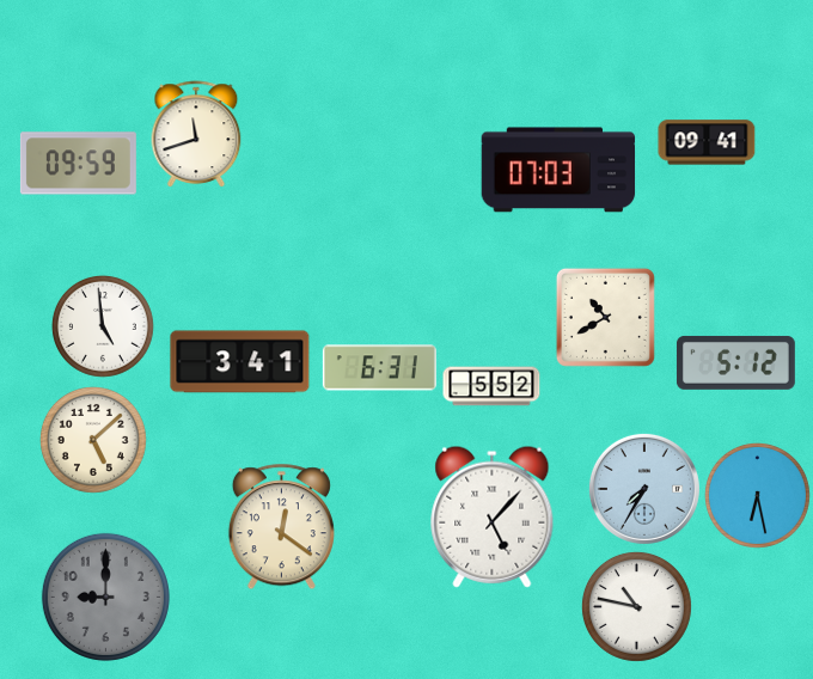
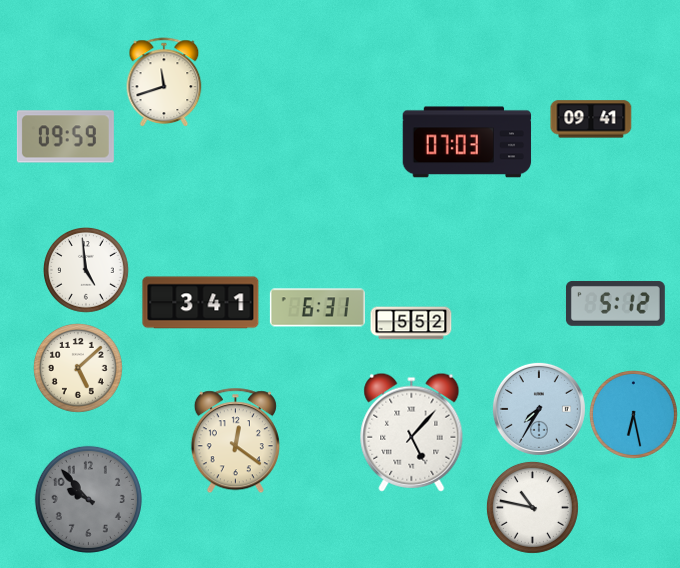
clock at (196, 134) position: (196, 134) -> (164, 82)
clock at (605, 317): 10:40 -> none
clock at (103, 326) position: (103, 326) -> (86, 270)
clock at (105, 597): 9:00 -> 9:53
